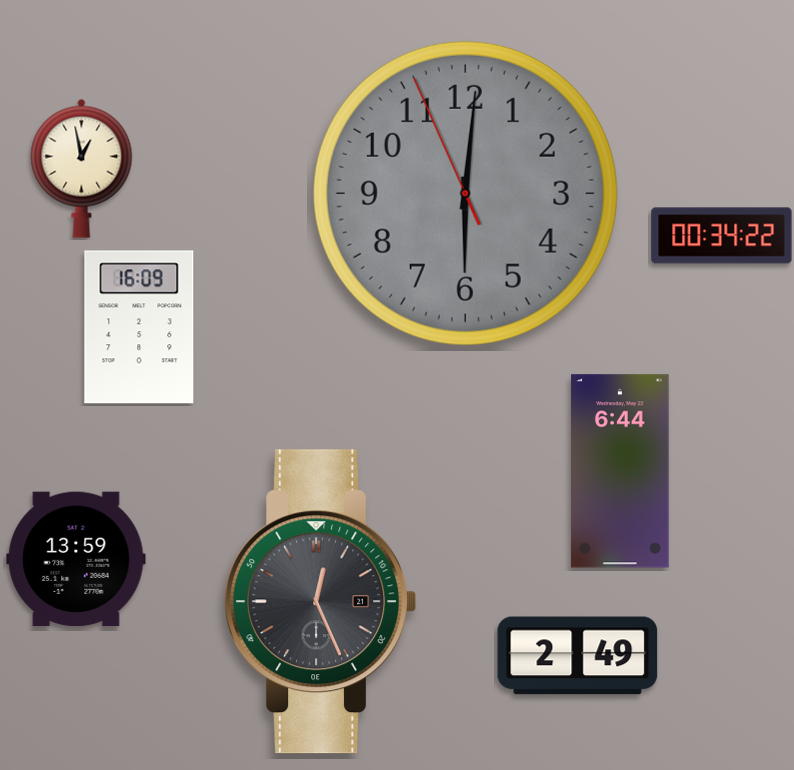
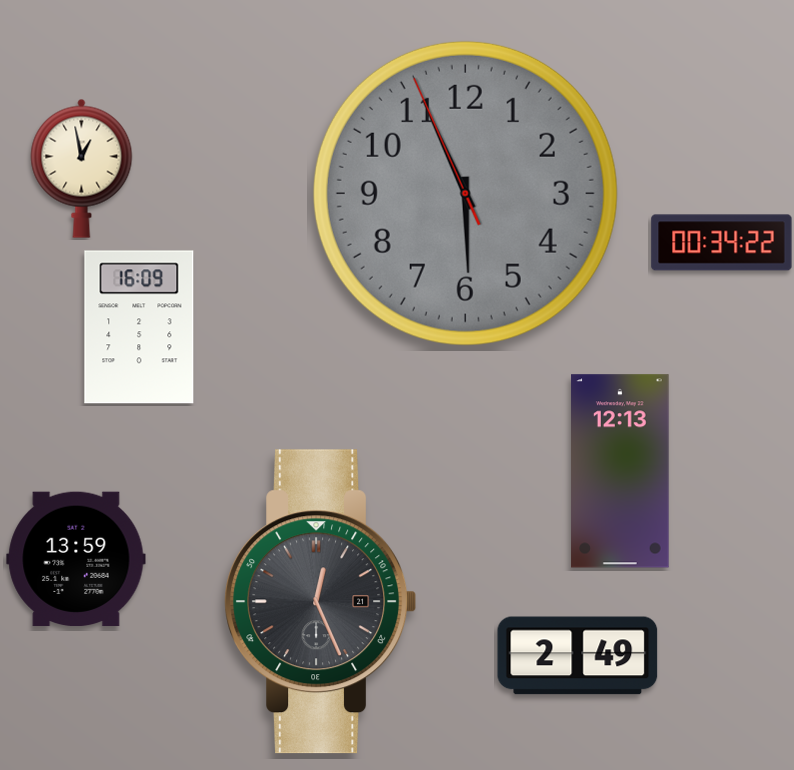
clock at (465, 193): 6:00 -> 5:55
clock at (722, 236) position: (722, 236) -> (722, 243)
clock at (620, 471): 6:44 -> 12:13
